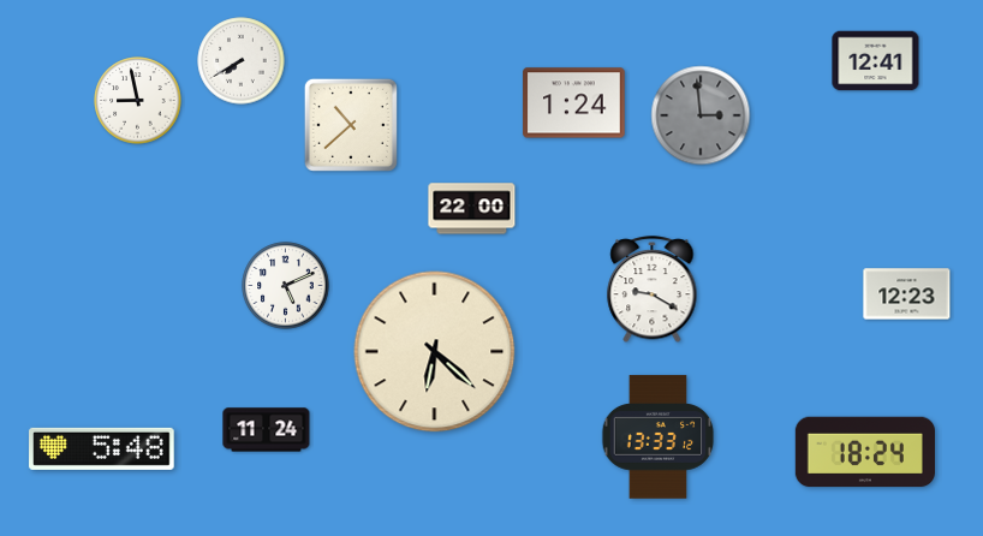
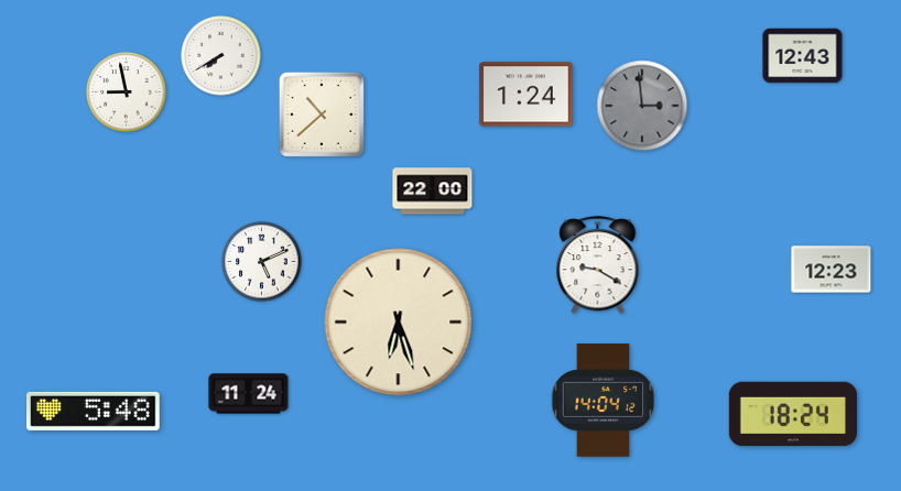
clock at (876, 61): 12:41 -> 12:43
clock at (435, 352): 6:22 -> 6:27
clock at (267, 430) position: (267, 430) -> (249, 394)
clock at (659, 437): 13:33 -> 14:04
